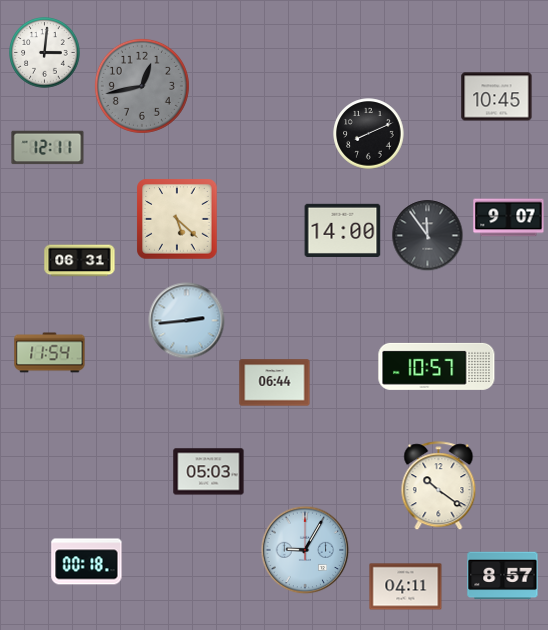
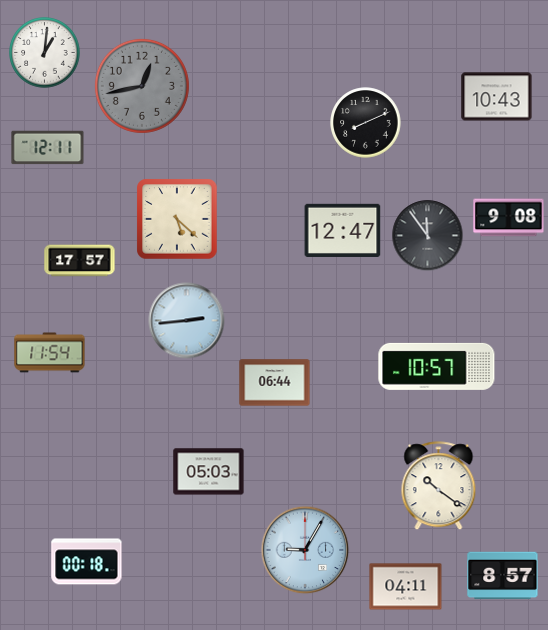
clock at (45, 53): 3:01 -> 1:01
clock at (497, 97): 10:45 -> 10:43
clock at (369, 134) position: (369, 134) -> (366, 123)
clock at (509, 218): 9:07 -> 9:08
clock at (343, 230): 14:00 -> 12:47
clock at (80, 261): 06:31 -> 17:57
